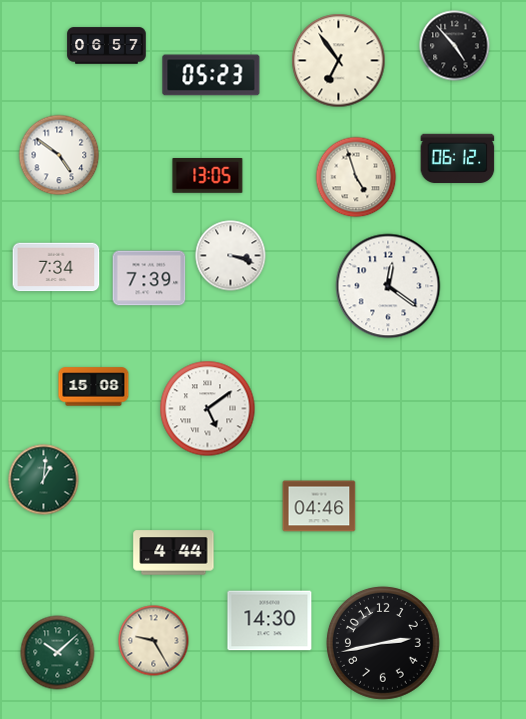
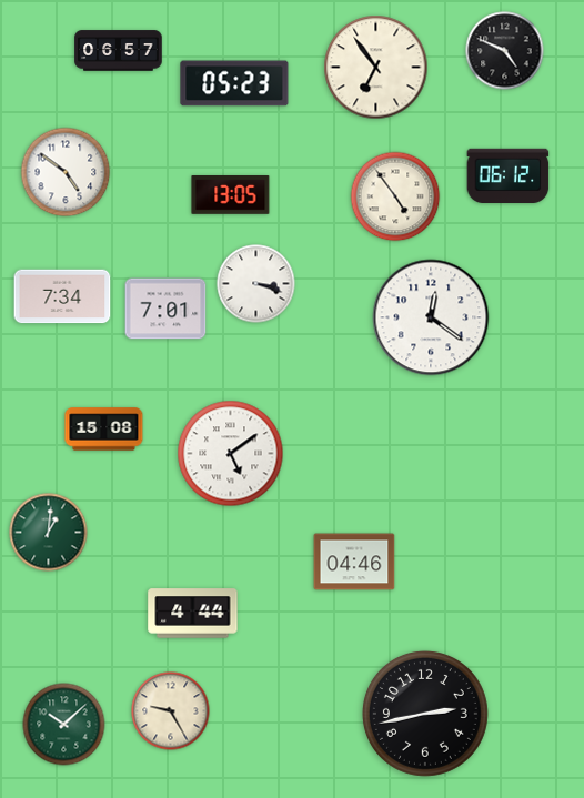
clock at (455, 46): 4:53 -> 4:49
clock at (356, 177): 4:57 -> 4:54
clock at (149, 278): 7:39 -> 7:01
clock at (270, 621): 14:30 -> none
